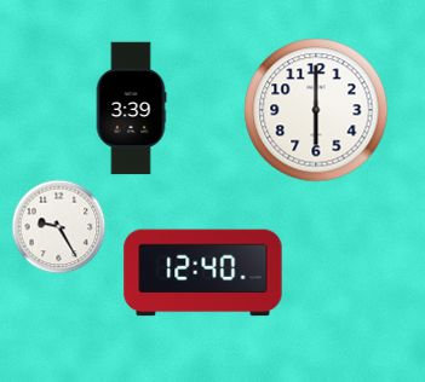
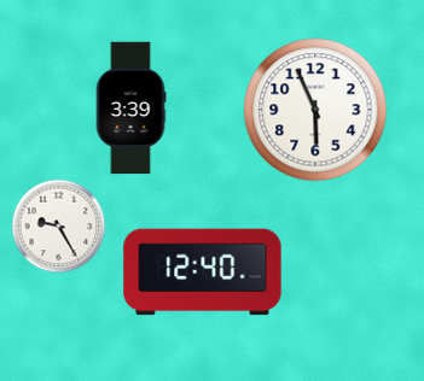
clock at (316, 110): 6:00 -> 5:56
